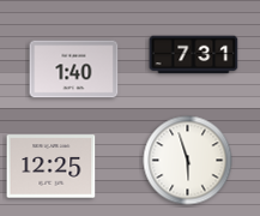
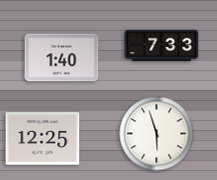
clock at (194, 55): 7:31 -> 7:33
